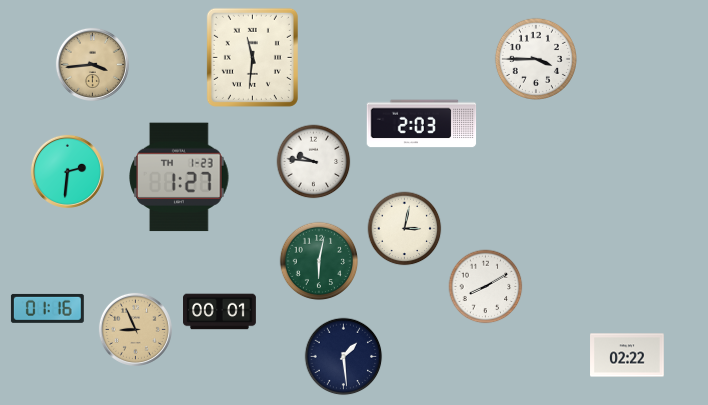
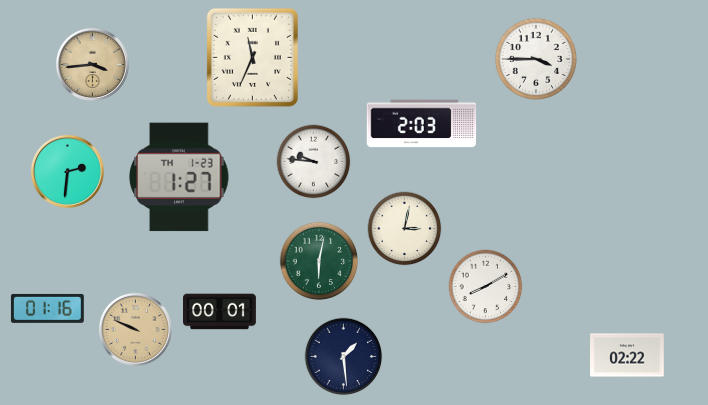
clock at (252, 57): 11:31 -> 11:34
clock at (135, 329): 8:56 -> 9:49
